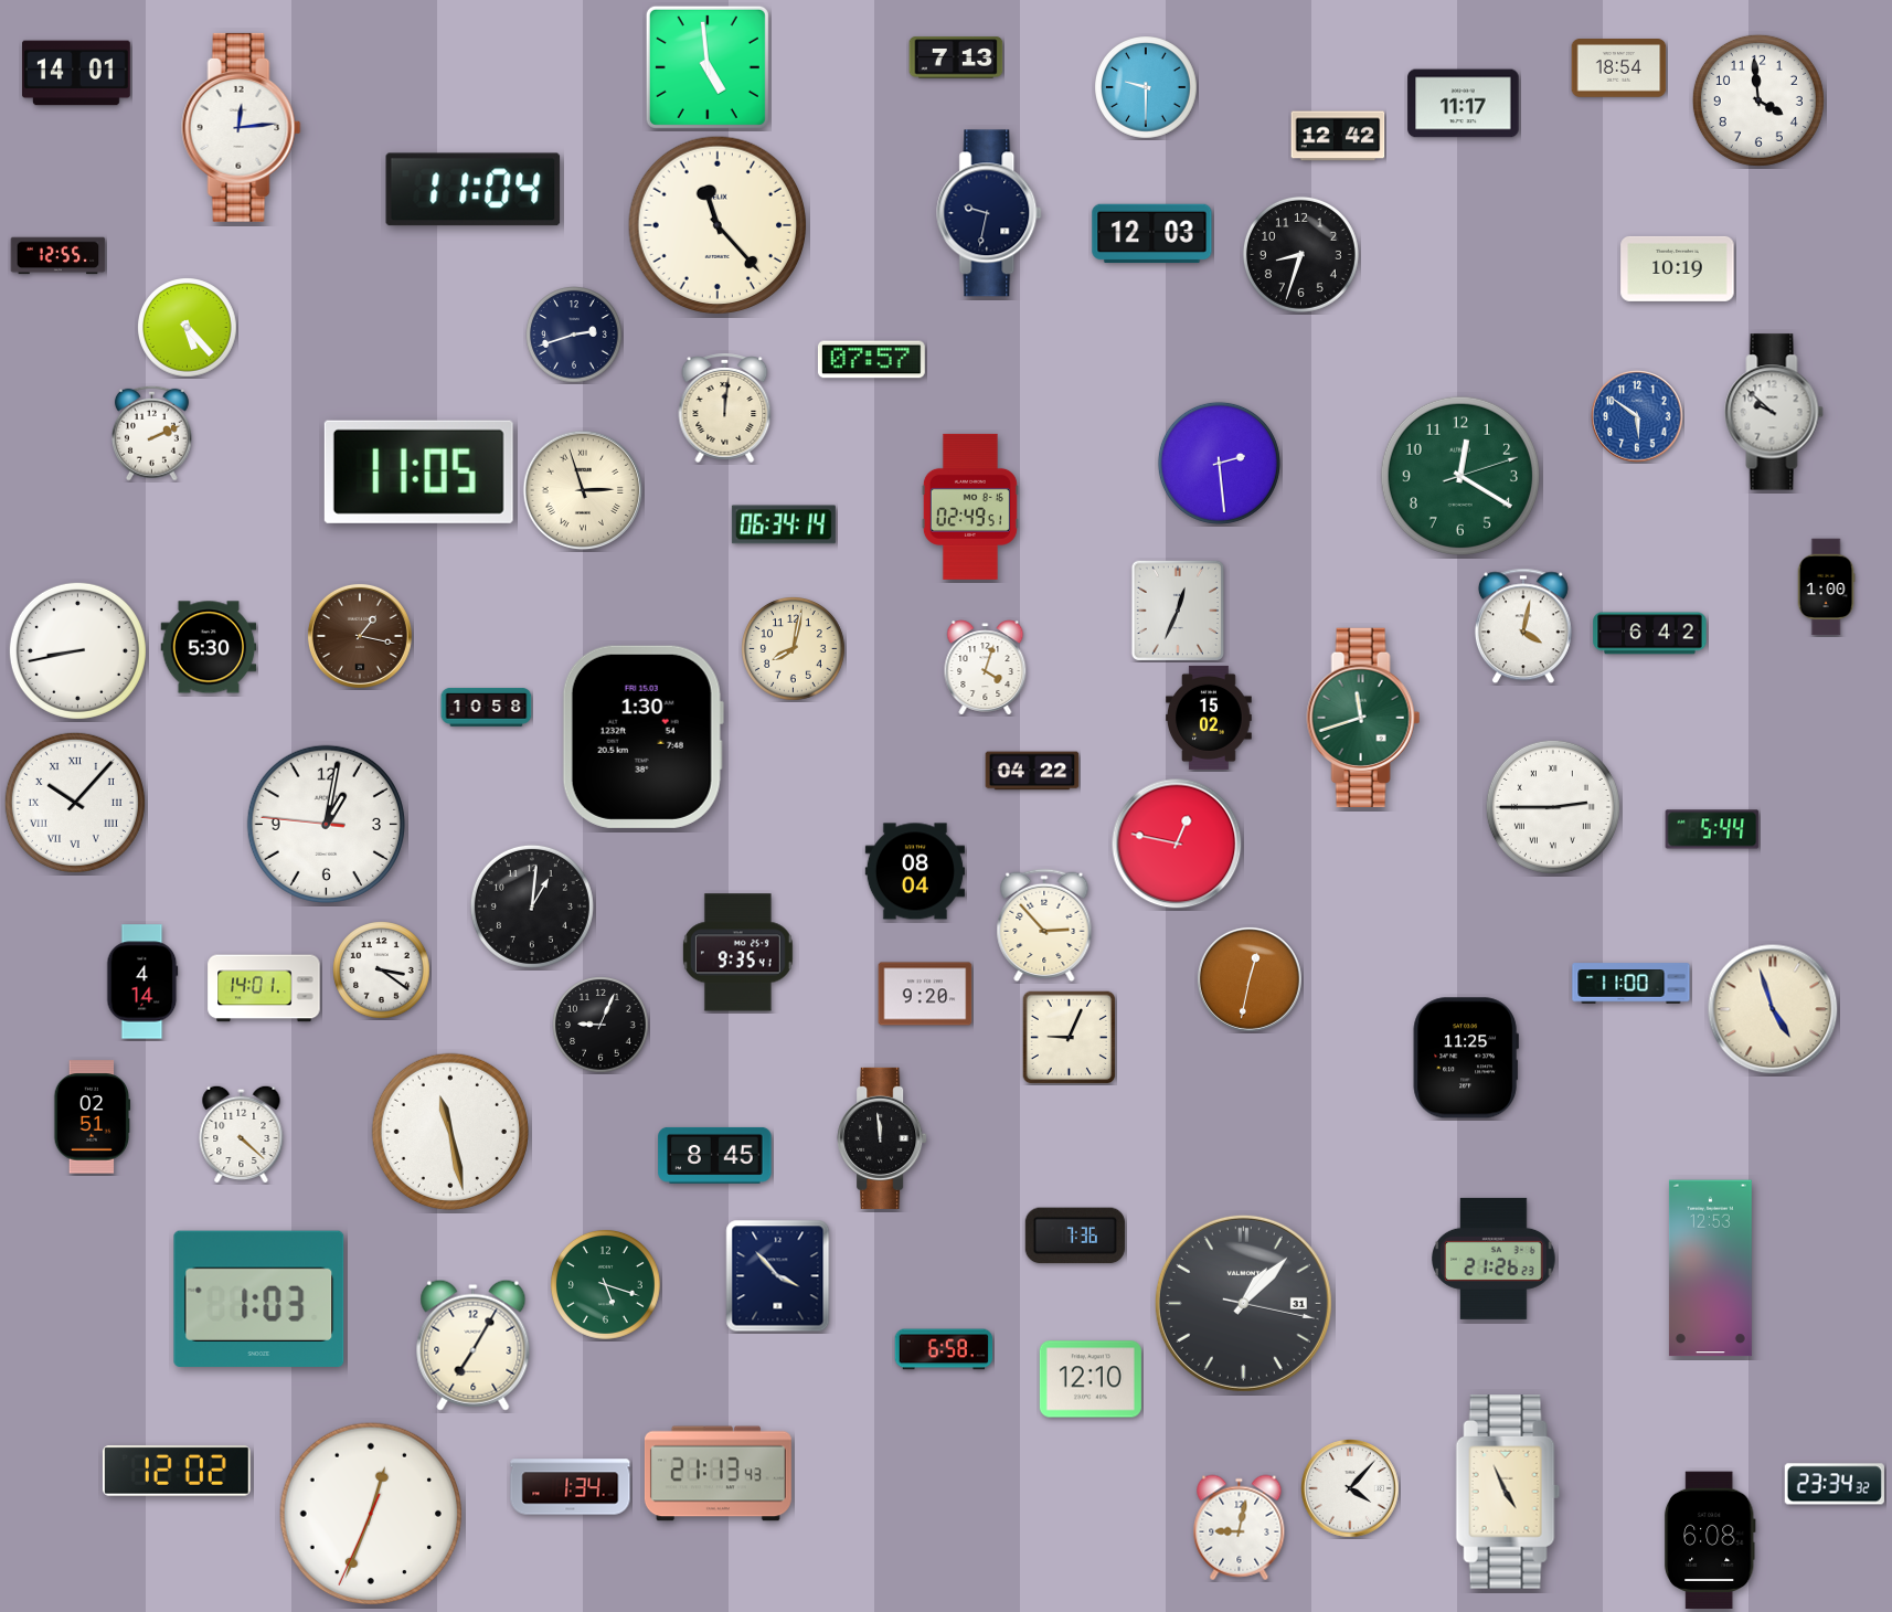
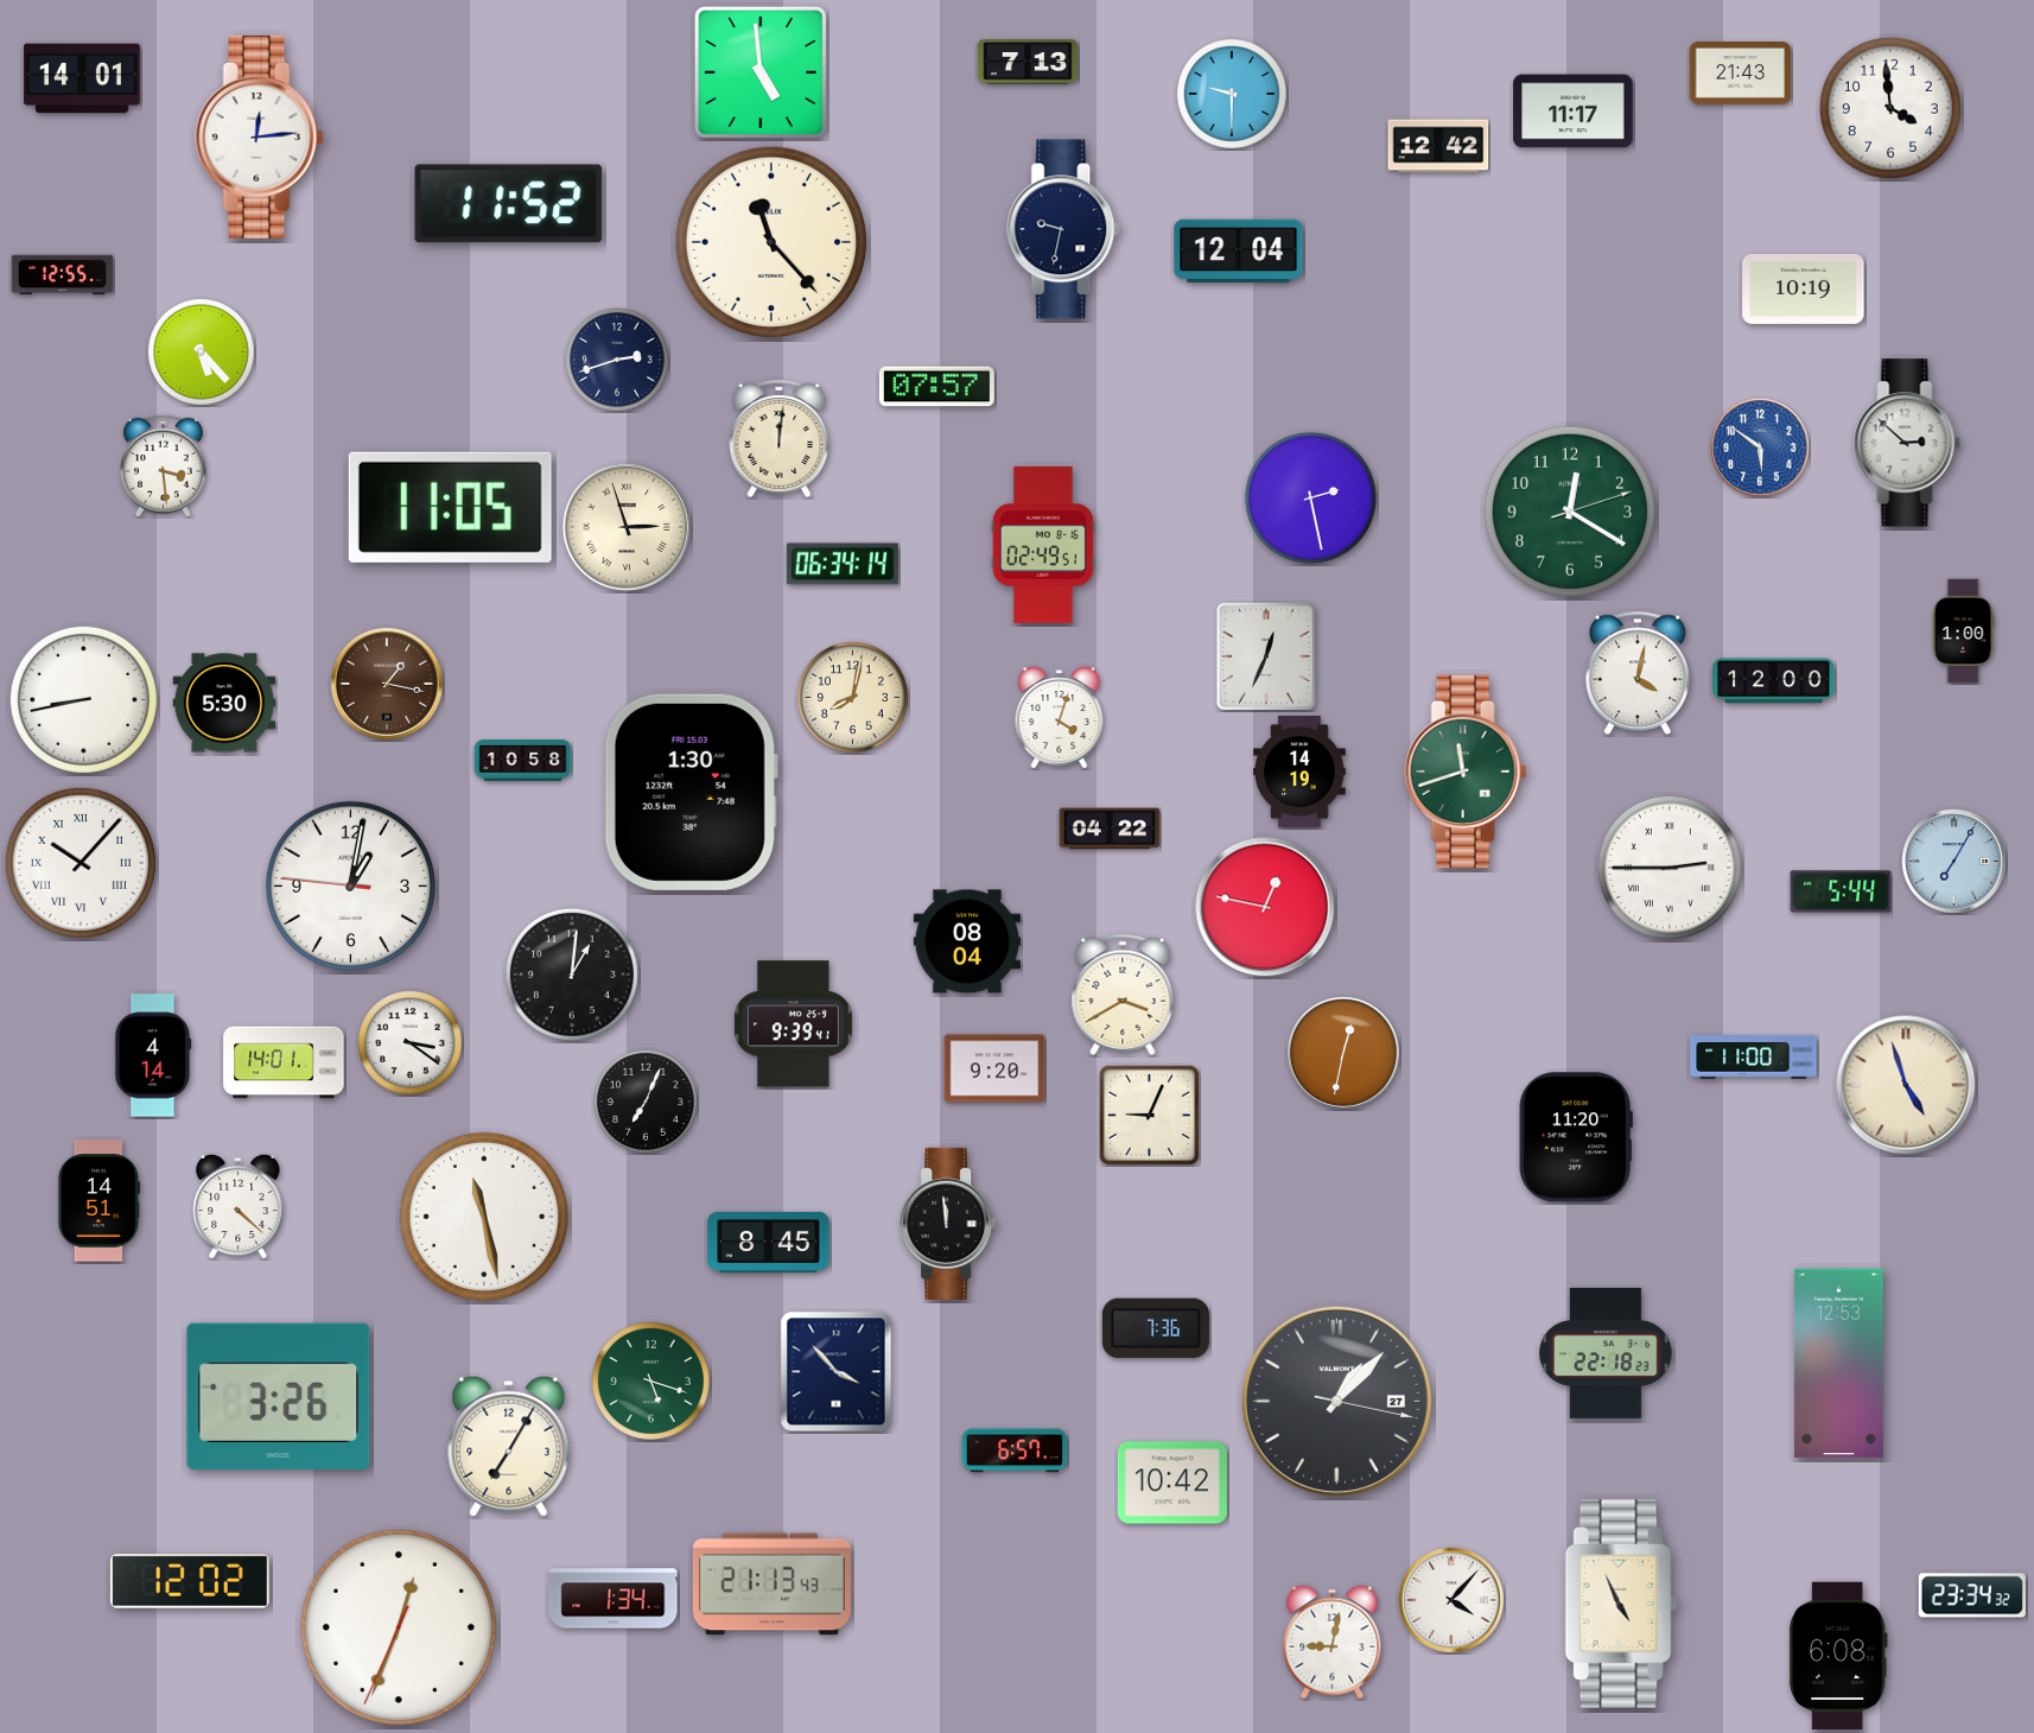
clock at (1619, 68): 18:54 -> 21:43
clock at (474, 190): 11:04 -> 11:52
clock at (1152, 234): 12:03 -> 12:04
clock at (1300, 254): 8:33 -> none
clock at (1774, 412): 9:52 -> 2:52
clock at (151, 433): 2:11 -> 3:29
clock at (1219, 463): 2:29 -> 2:28
clock at (1650, 634): 6:42 -> 12:00
clock at (209, 647) position: (209, 647) -> (224, 703)
clock at (1209, 718): 15:02 -> 14:19
clock at (1954, 862): none -> 7:05
clock at (915, 871) position: (915, 871) -> (967, 941)
clock at (1044, 924): 2:53 -> 3:40
clock at (737, 953): 9:35 -> 9:39
clock at (600, 1025): 9:04 -> 7:04
clock at (1466, 1058): 11:25 -> 11:20
clock at (93, 1117): 02:51 -> 14:51
clock at (242, 1134) position: (242, 1134) -> (239, 1206)
clock at (1495, 1259): 21:26 -> 22:18
clock at (259, 1298): 1:03 -> 3:26
clock at (1243, 1303) date: 31 -> 27
clock at (944, 1349): 6:58 -> 6:57
clock at (1091, 1379): 12:10 -> 10:42
